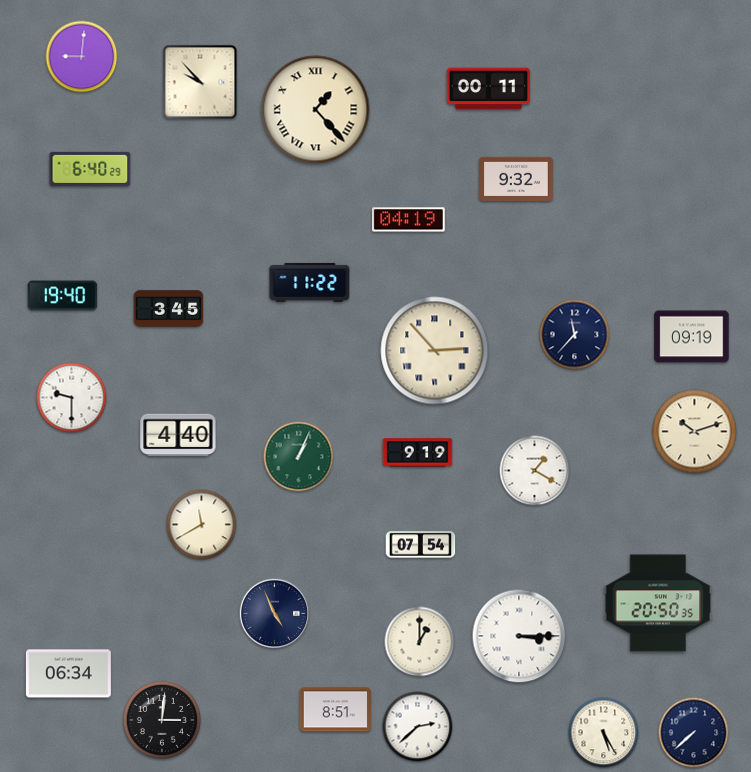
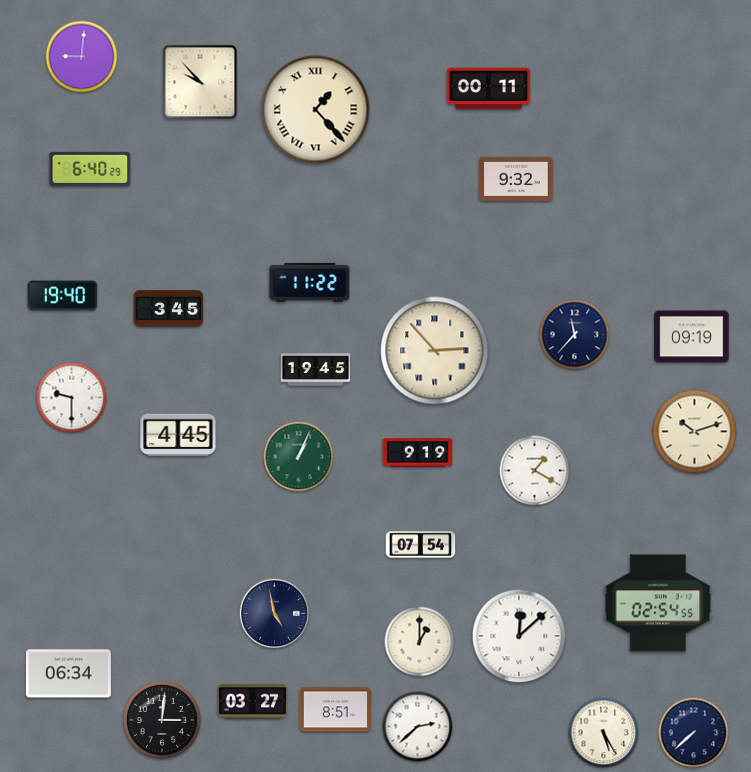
clock at (408, 220): 04:19 -> none
clock at (316, 370): none -> 19:45
clock at (178, 435): 4:40 -> 4:45
clock at (202, 525): 11:40 -> none
clock at (658, 603): 20:50 -> 02:54
clock at (275, 614): 4:56 -> 4:58
clock at (519, 636): 3:15 -> 12:08
clock at (253, 702): none -> 03:27
